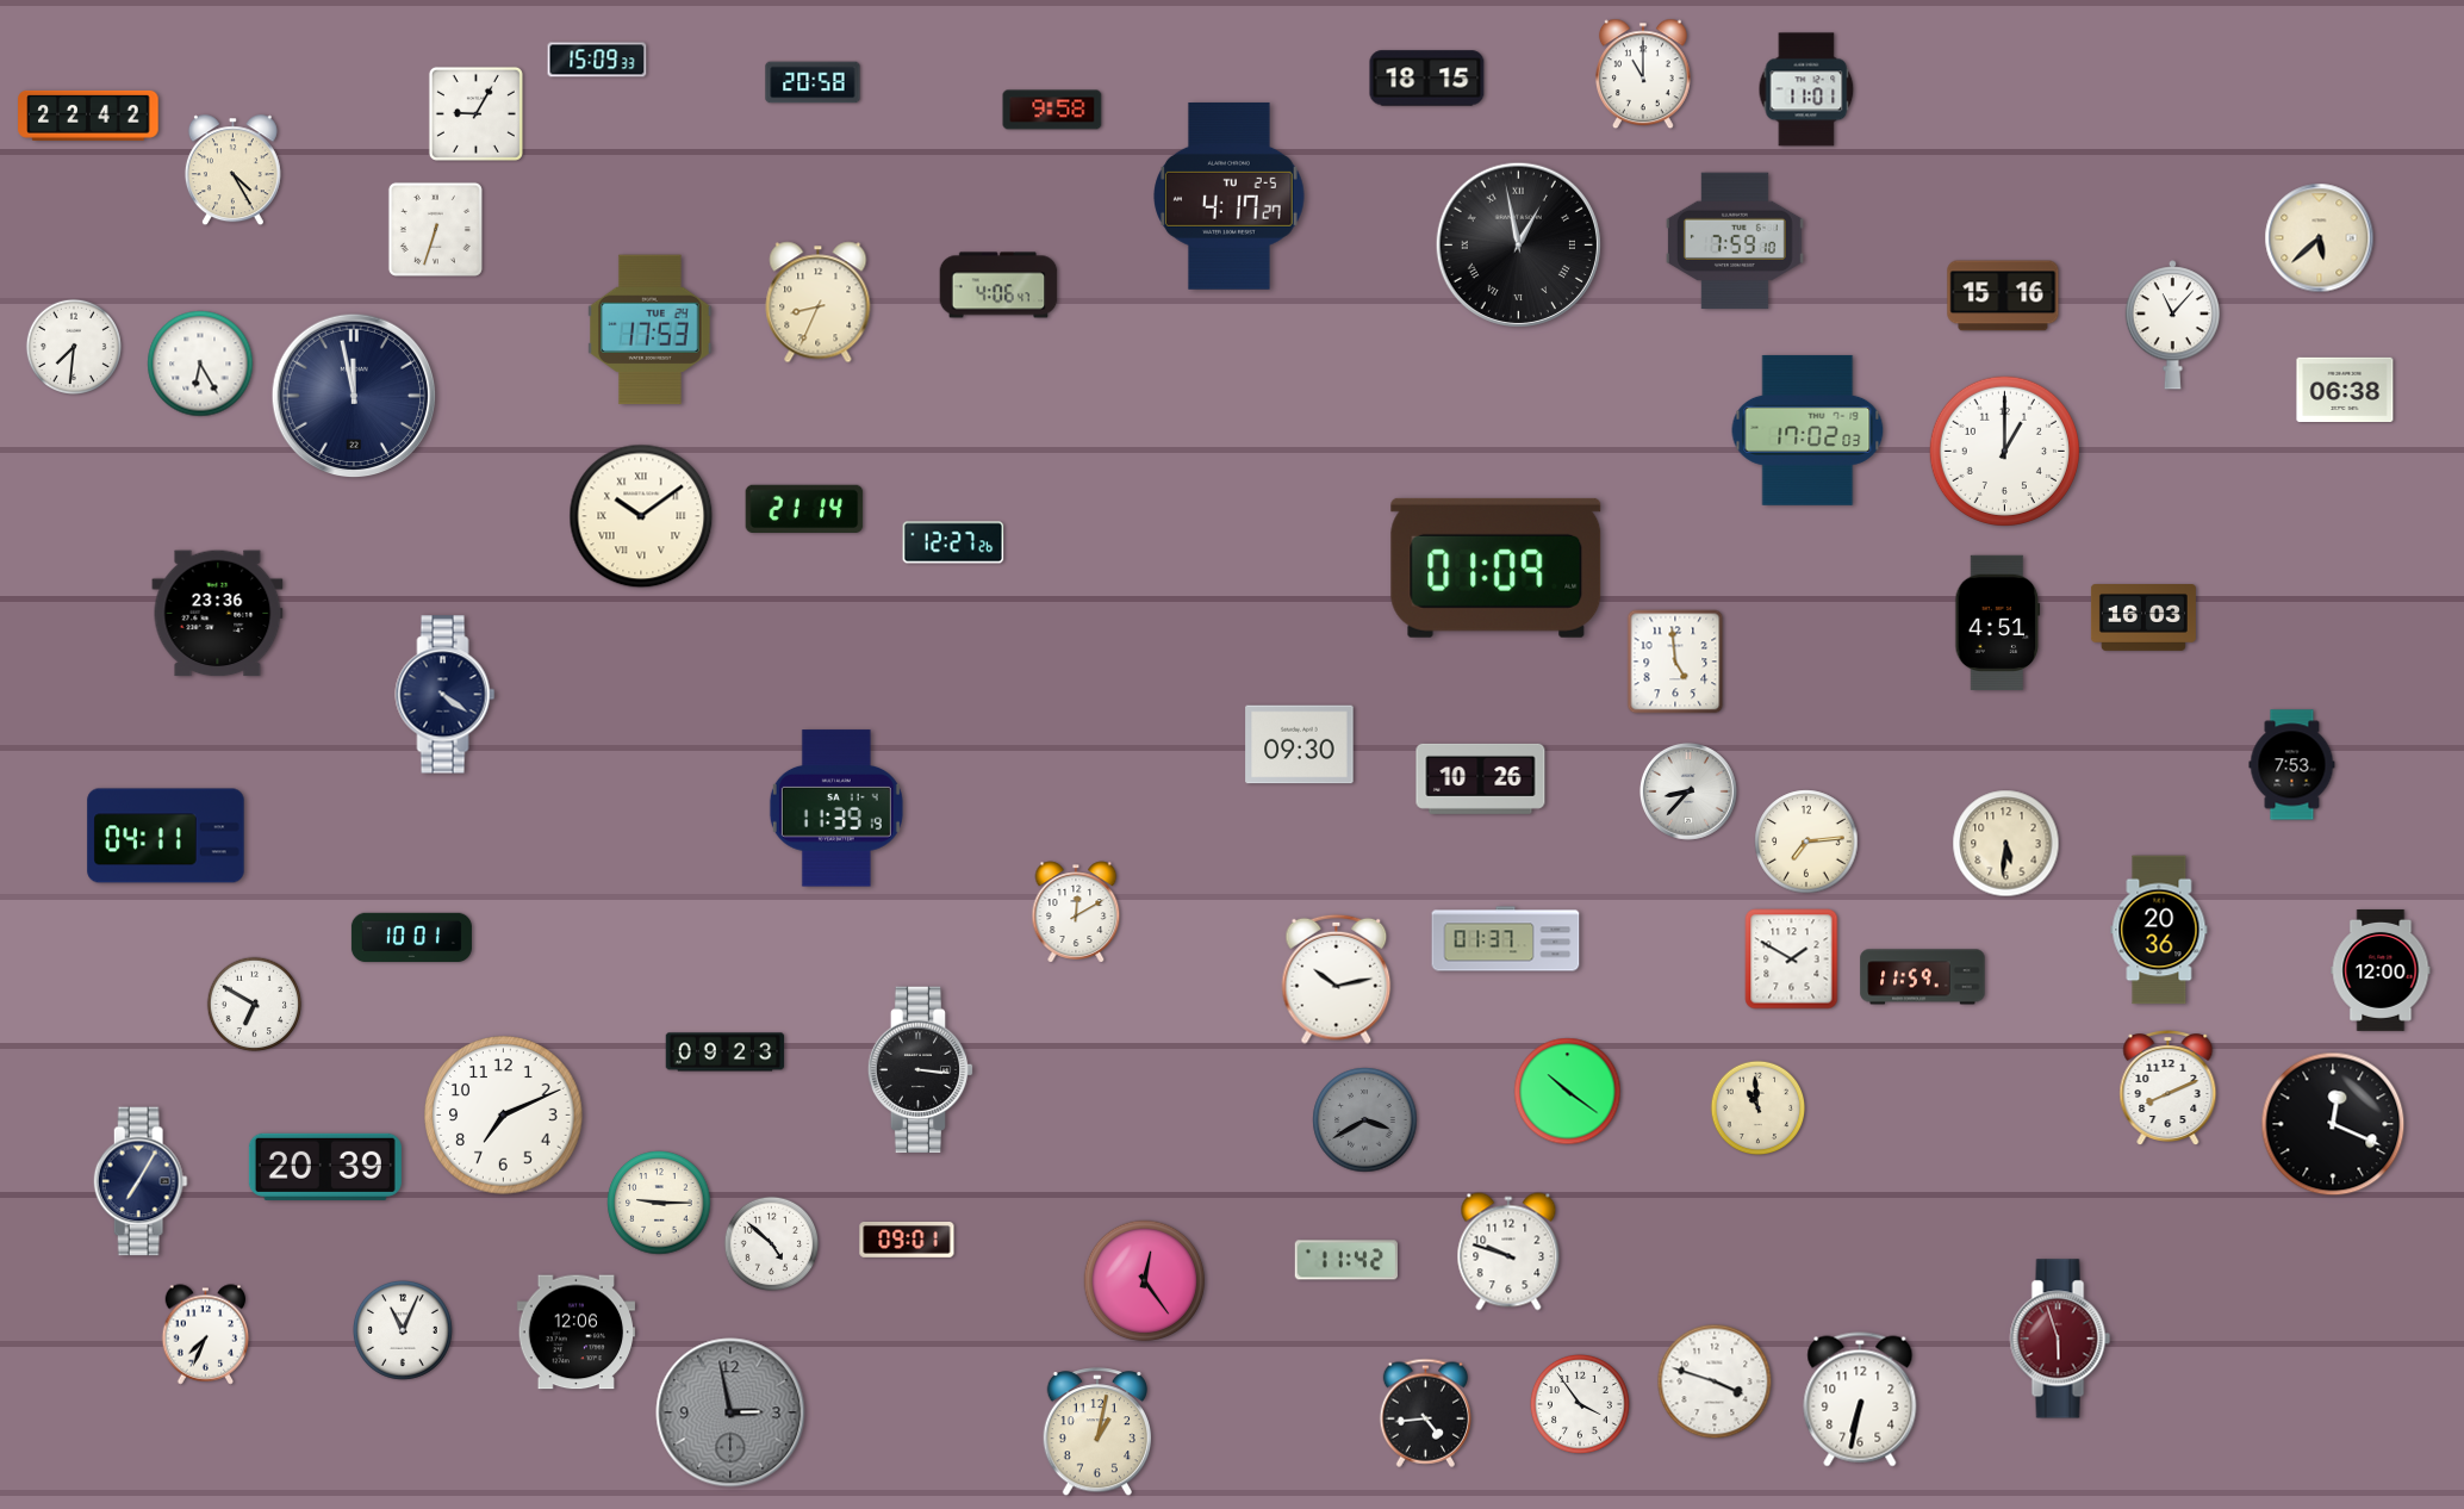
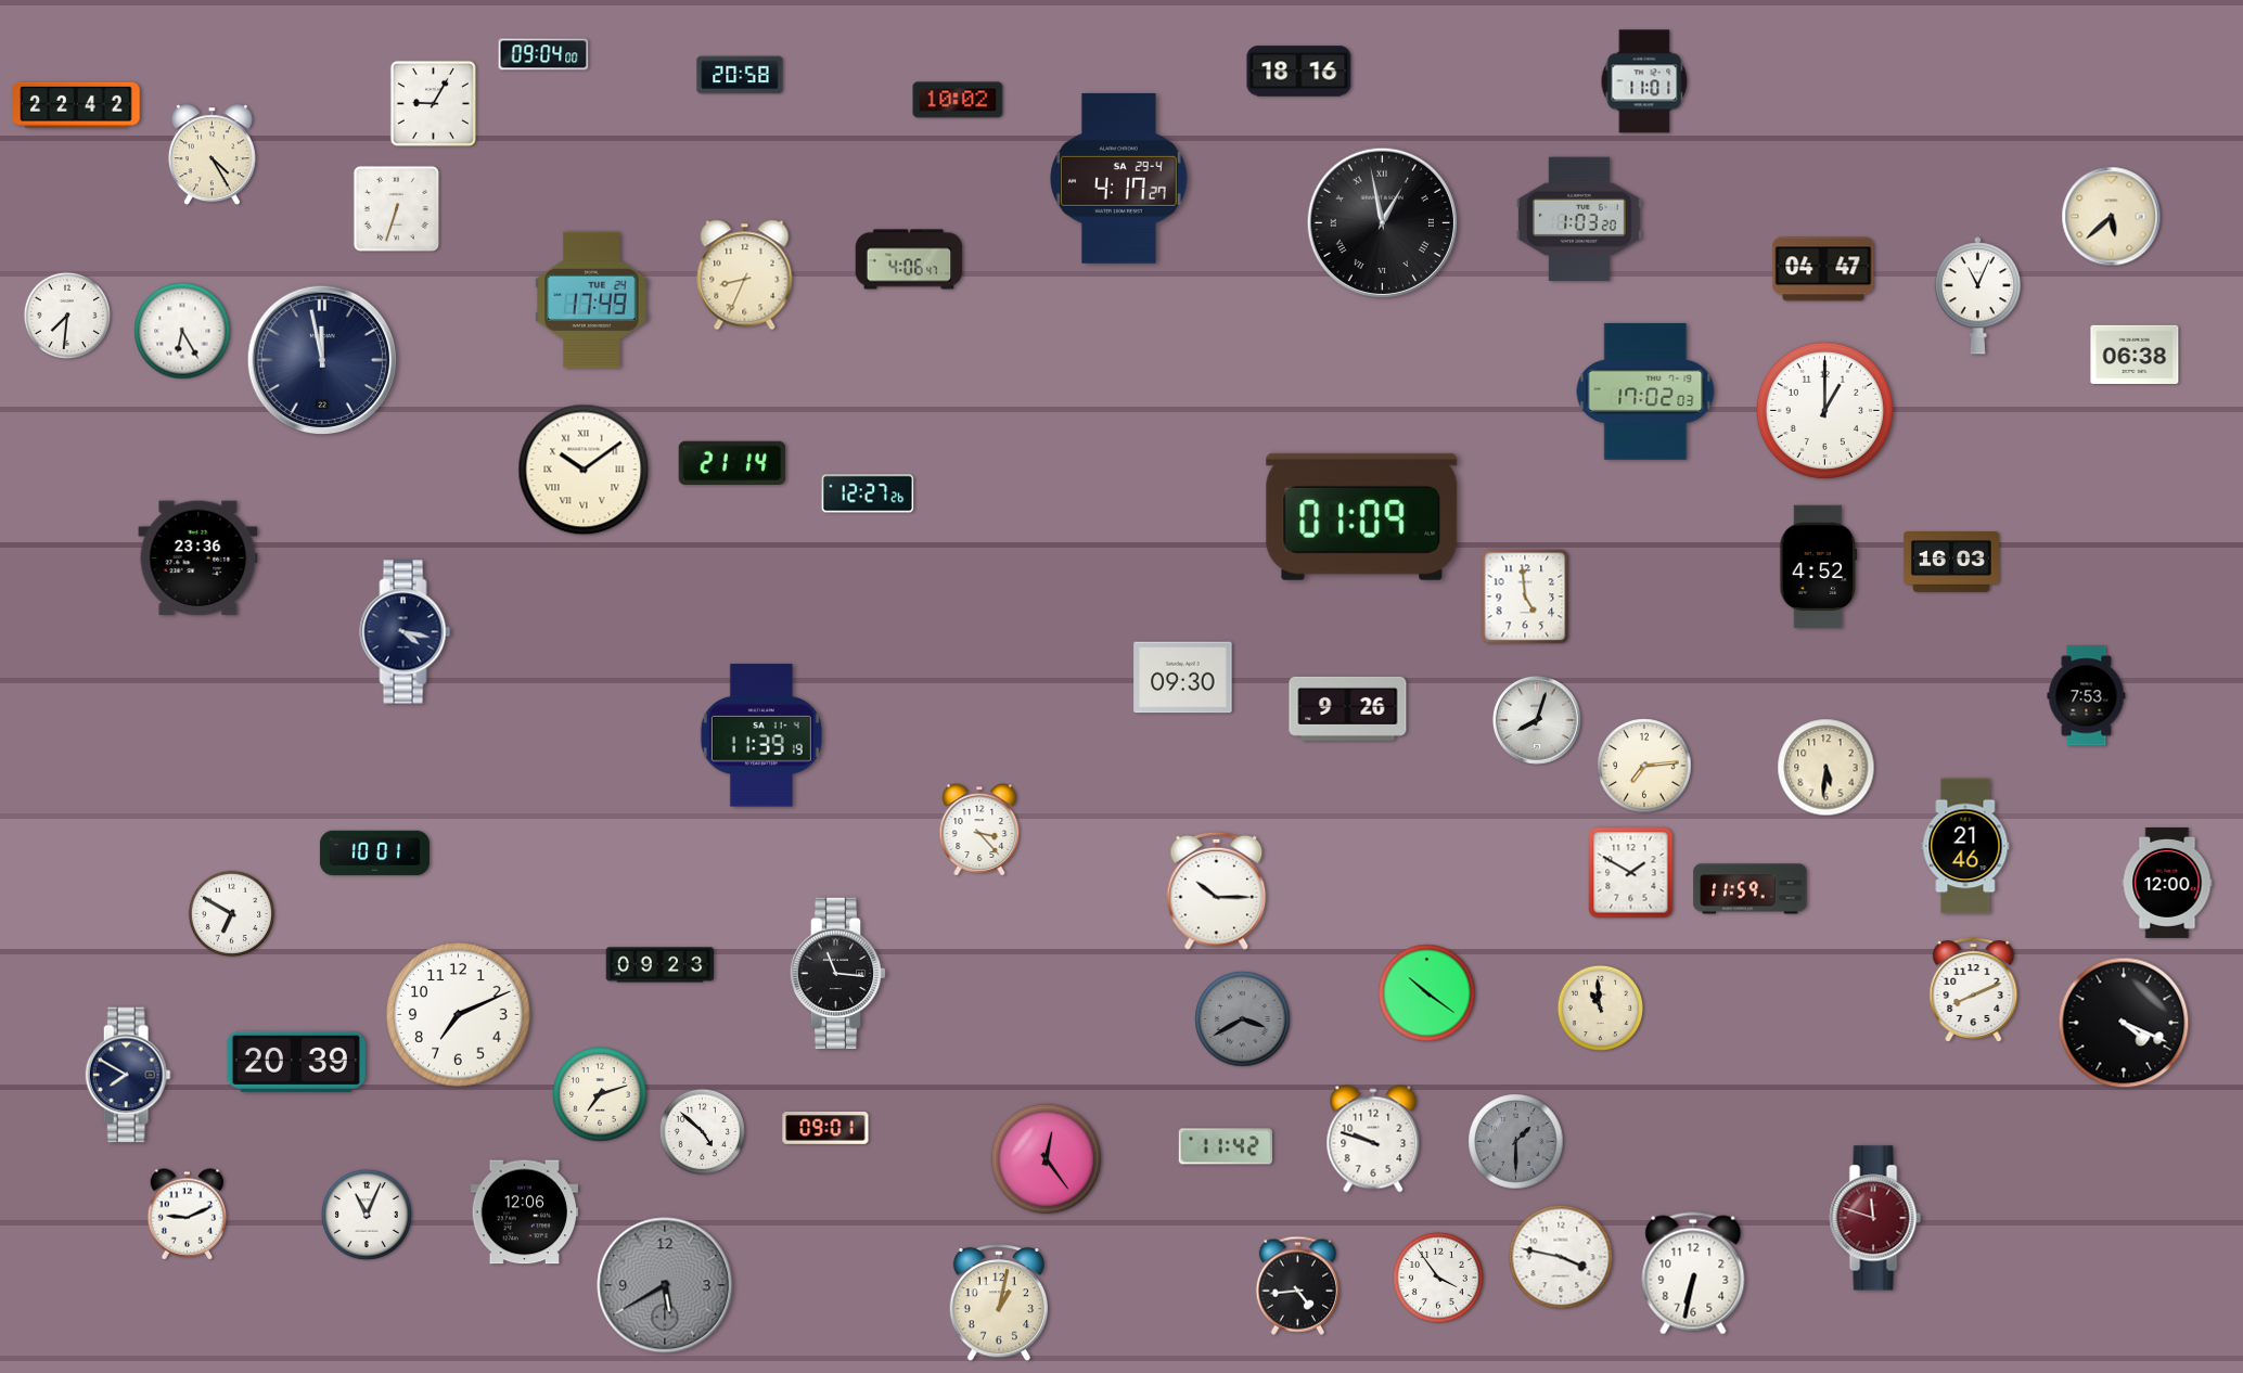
clock at (597, 60): 15:09 -> 09:04
clock at (1643, 74): 11:00 -> none
clock at (1427, 79): 18:15 -> 18:16
clock at (1052, 110): 9:58 -> 10:02
clock at (88, 116) position: (88, 116) -> (76, 105)
clock at (1230, 195) date: TU 2-5 -> SA 29-4
clock at (1735, 241): 7:59 -> 1:03
clock at (2003, 296): 15:16 -> 04:47
clock at (2172, 325): 11:07 -> 11:04
clock at (651, 330): 17:53 -> 17:49
clock at (1998, 622): 4:51 -> 4:52
clock at (1675, 662) position: (1675, 662) -> (1525, 596)
clock at (446, 695): 4:21 -> 4:17
clock at (1481, 778): 10:26 -> 9:26
clock at (1688, 791): 8:37 -> 8:03
clock at (166, 836): 04:11 -> none
clock at (1076, 912): 12:10 -> 3:23
clock at (2159, 930): 20:36 -> 21:46
clock at (1506, 939): 01:37 -> none
clock at (1337, 979): 10:13 -> 10:15
clock at (726, 1052) position: (726, 1052) -> (661, 965)
clock at (921, 1070): 3:16 -> 11:16
clock at (2333, 1124): 12:19 -> 4:19
clock at (141, 1181): 7:05 -> 7:50
clock at (659, 1203): 9:15 -> 7:12
clock at (1516, 1142): none -> 1:30
clock at (1145, 1281) position: (1145, 1281) -> (1047, 1159)
clock at (403, 1330) position: (403, 1330) -> (367, 1215)
clock at (206, 1335): 7:34 -> 9:11
clock at (2060, 1339): 5:57 -> 11:48
clock at (1715, 1381): 3:48 -> 3:47
clock at (730, 1412): 2:58 -> 5:40
